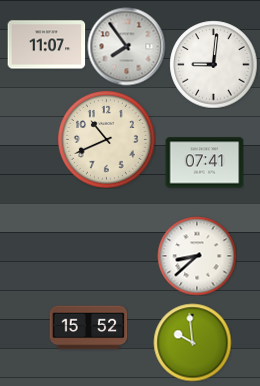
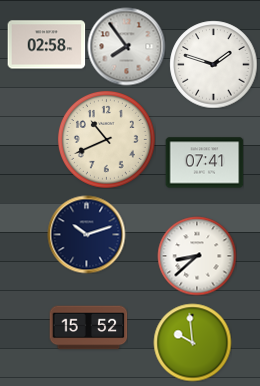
clock at (46, 45): 11:07 -> 02:58
clock at (213, 64): 9:01 -> 1:48
clock at (86, 234): none -> 10:12
